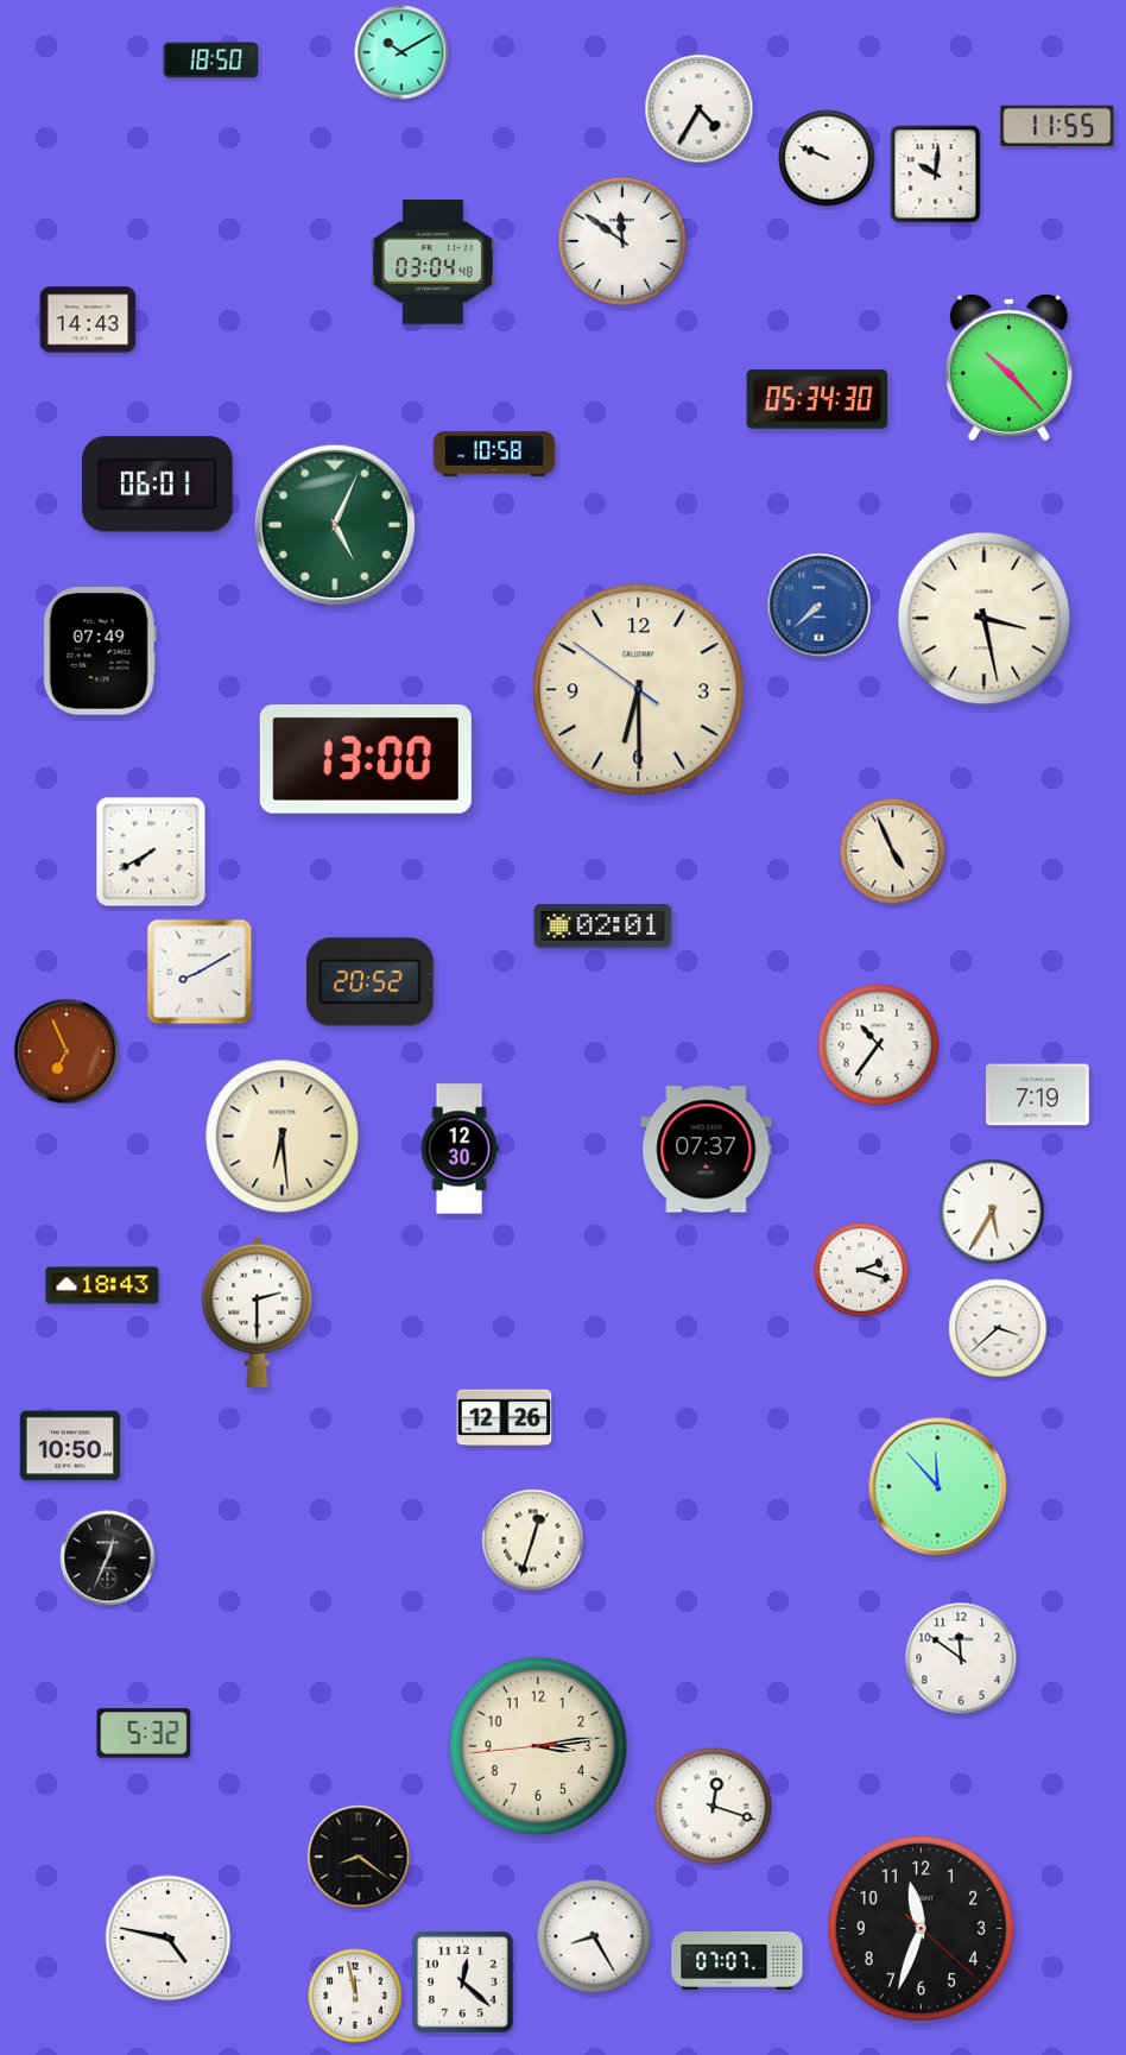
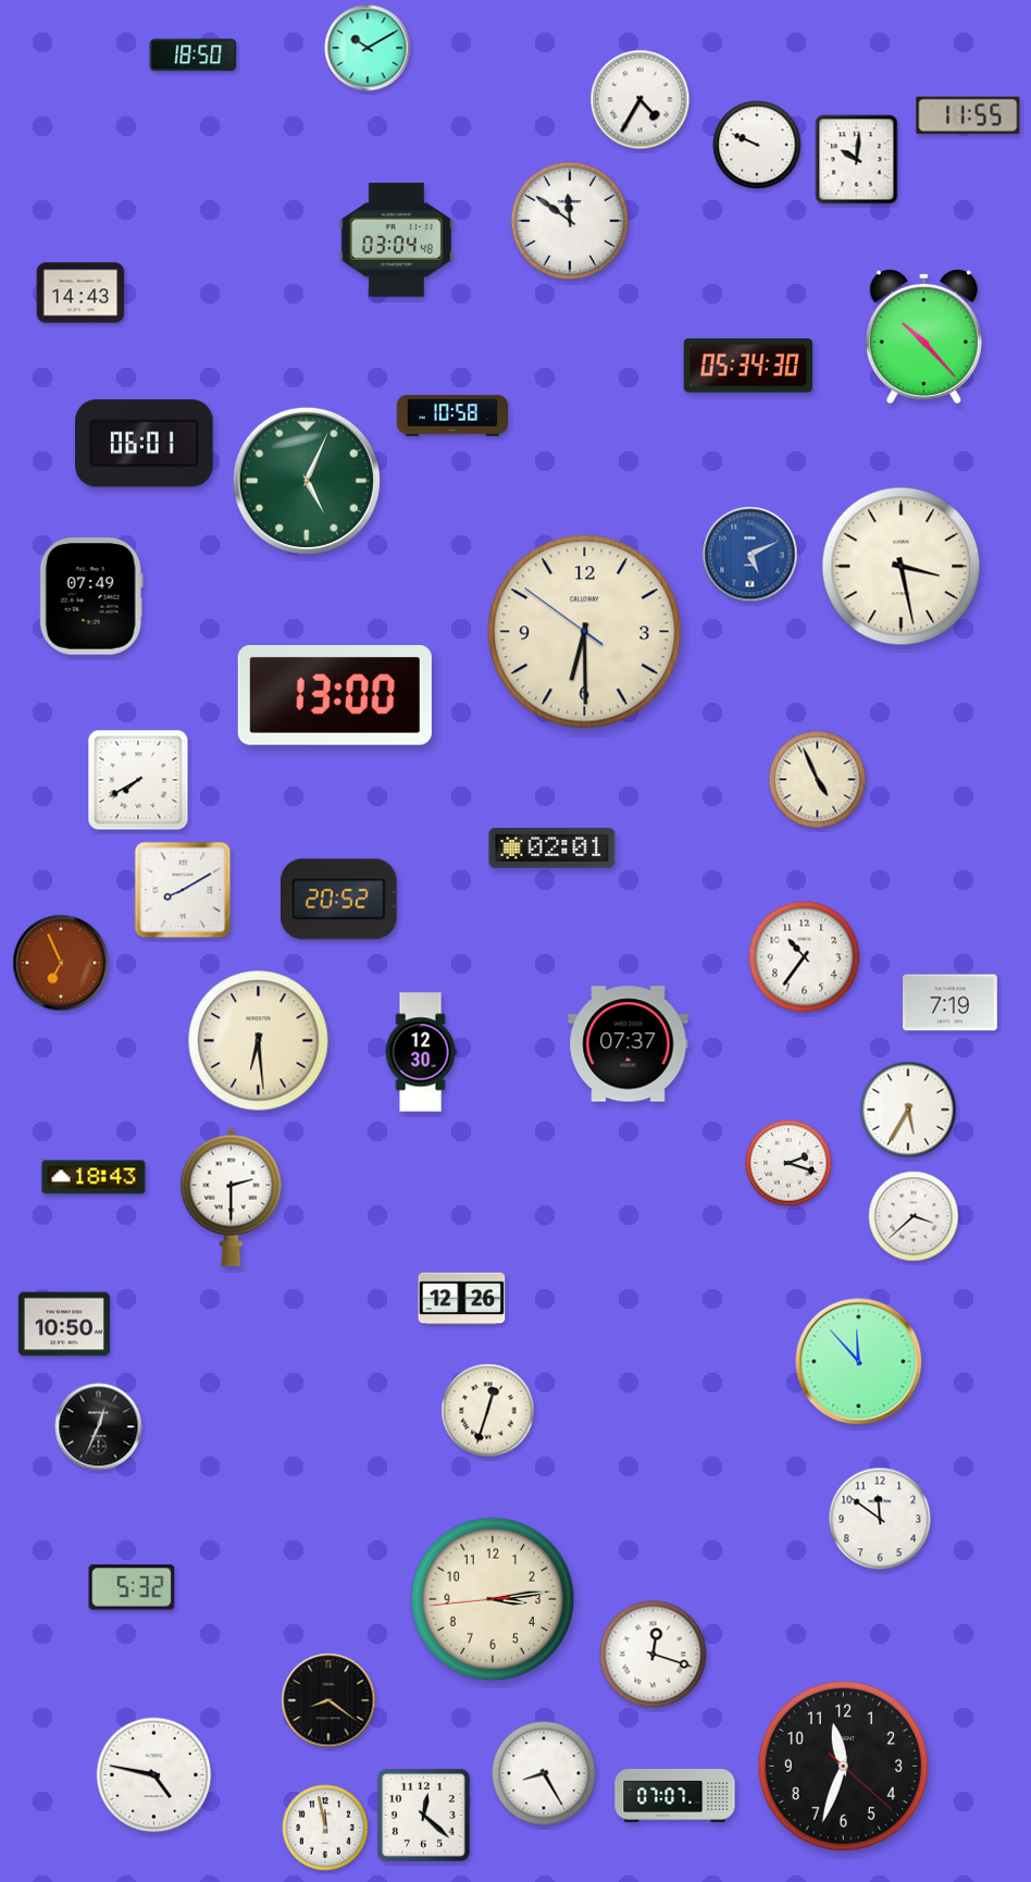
clock at (820, 606): 7:38 -> 5:11
clock at (707, 1150) position: (707, 1150) -> (629, 1044)
clock at (258, 1311) position: (258, 1311) -> (232, 1197)
